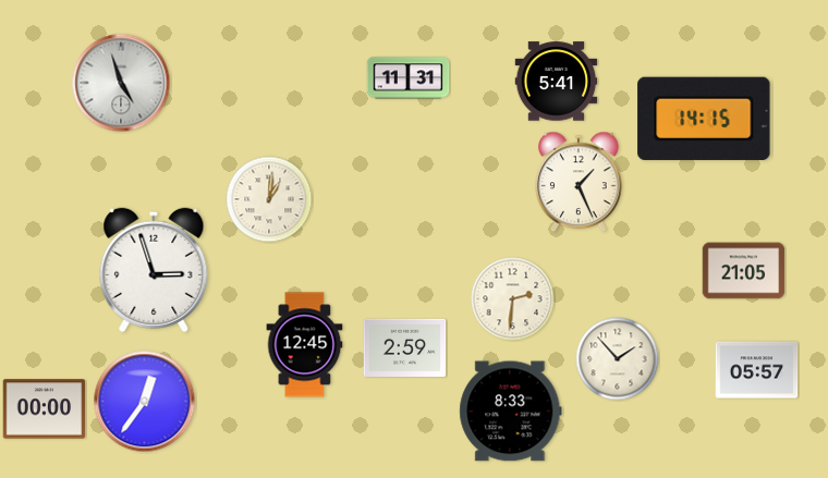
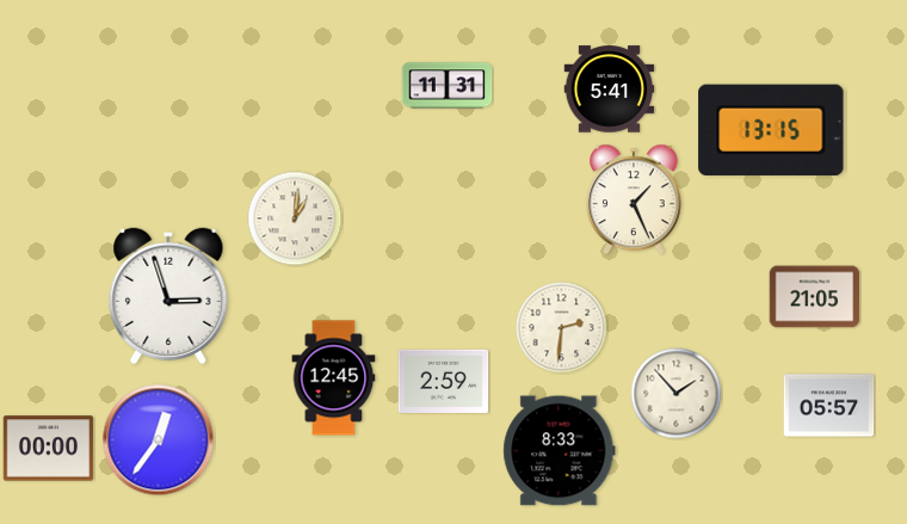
clock at (121, 83): 4:57 -> none
clock at (704, 119): 14:15 -> 13:15
